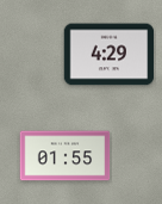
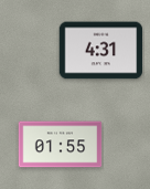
clock at (110, 55): 4:29 -> 4:31
